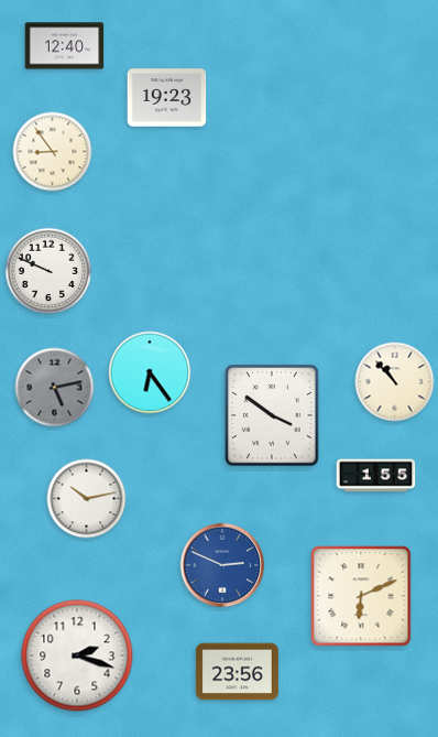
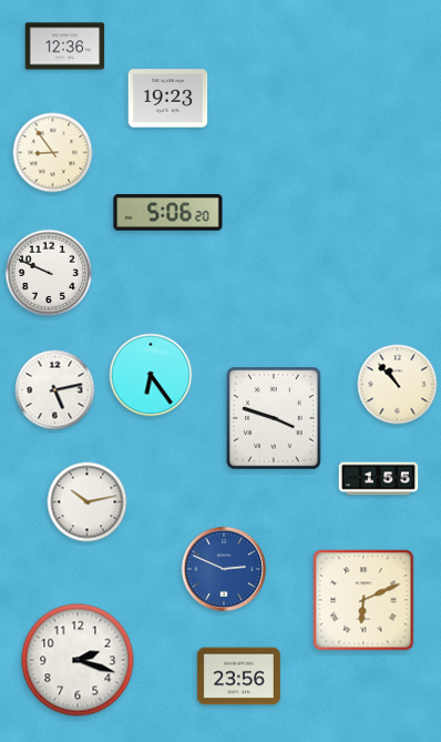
clock at (65, 46): 12:40 -> 12:36
clock at (168, 213): none -> 5:06
clock at (55, 388) dial: grey -> white
clock at (272, 415): 3:51 -> 3:48
